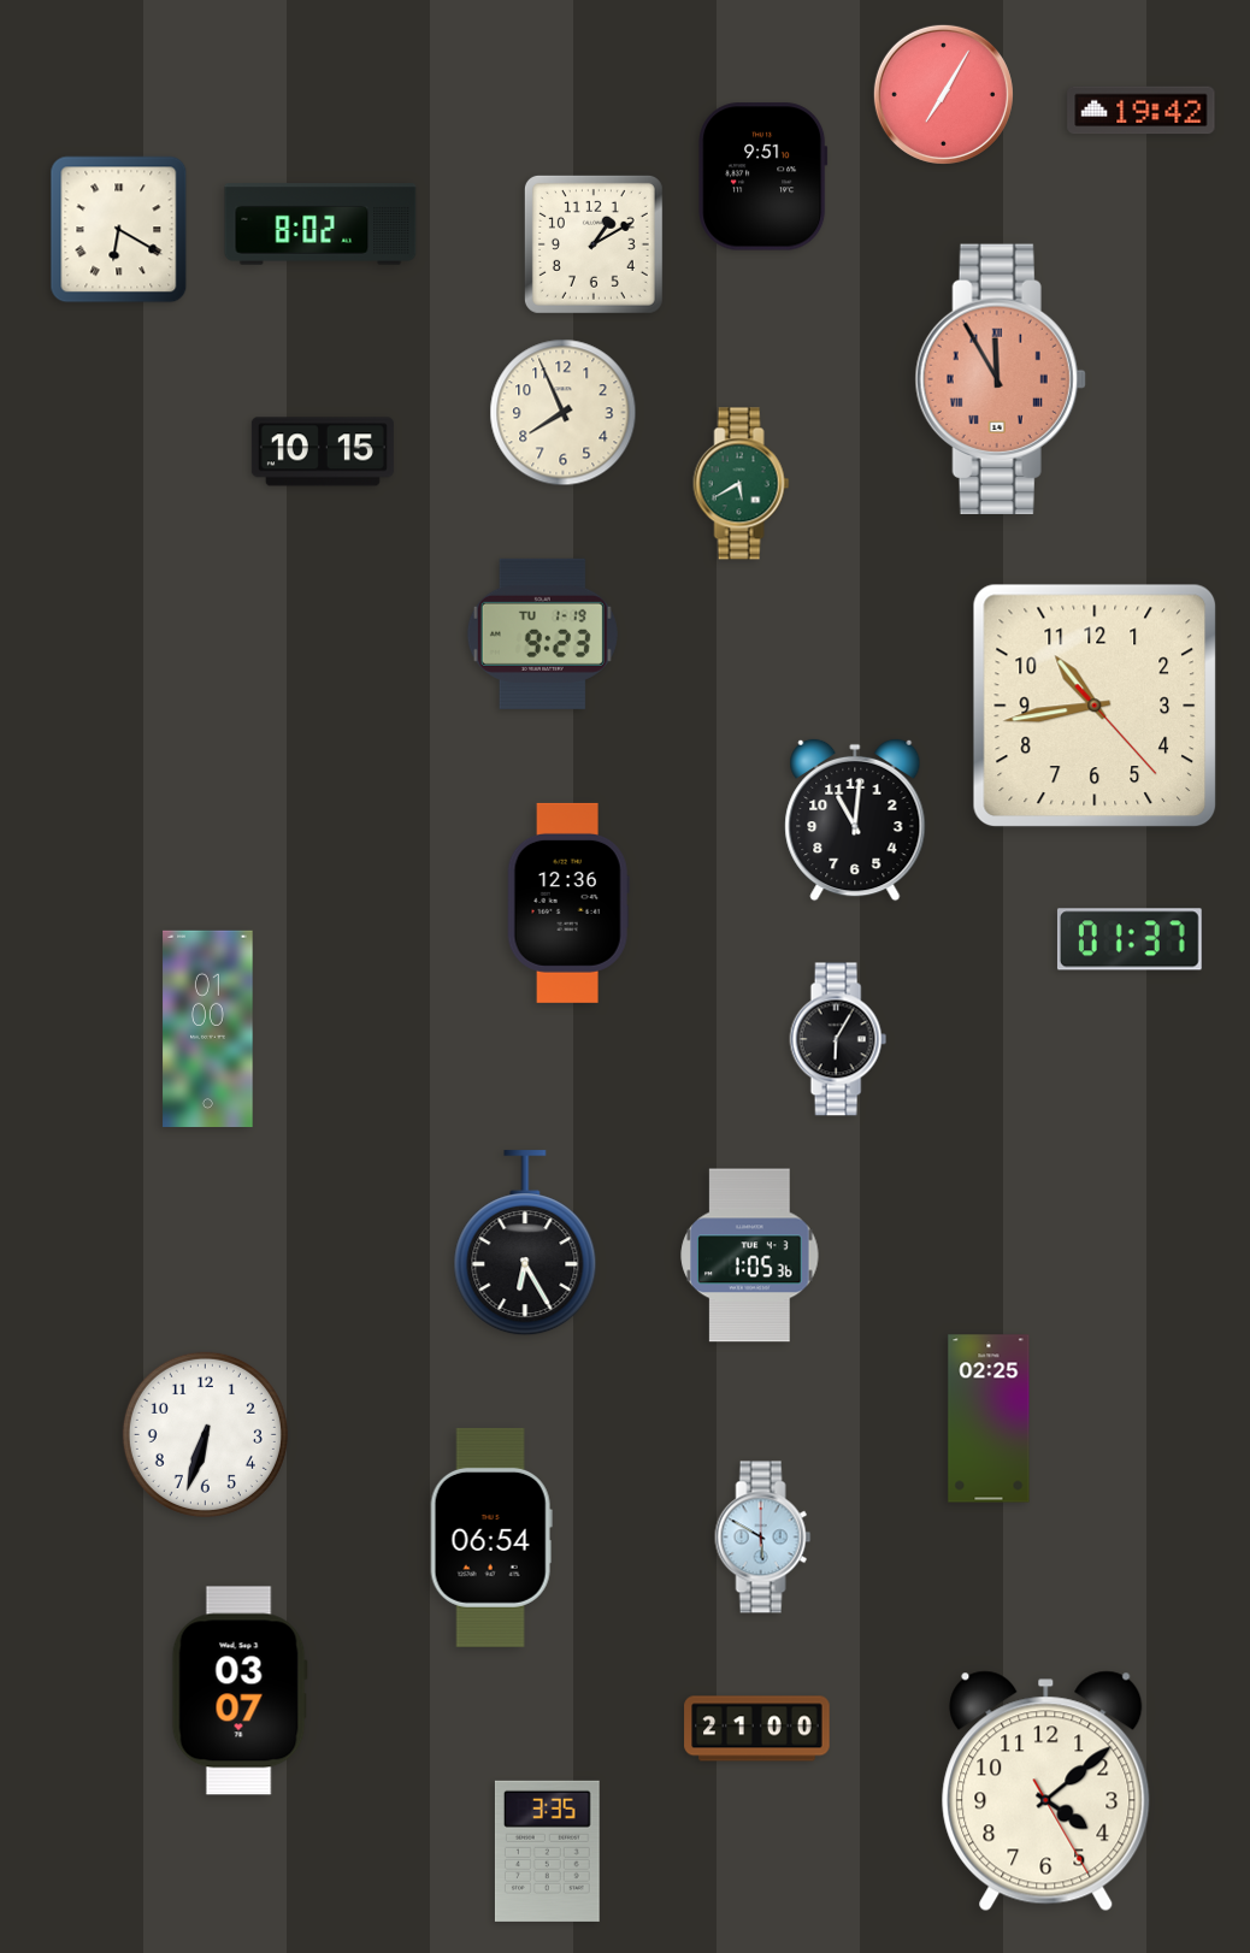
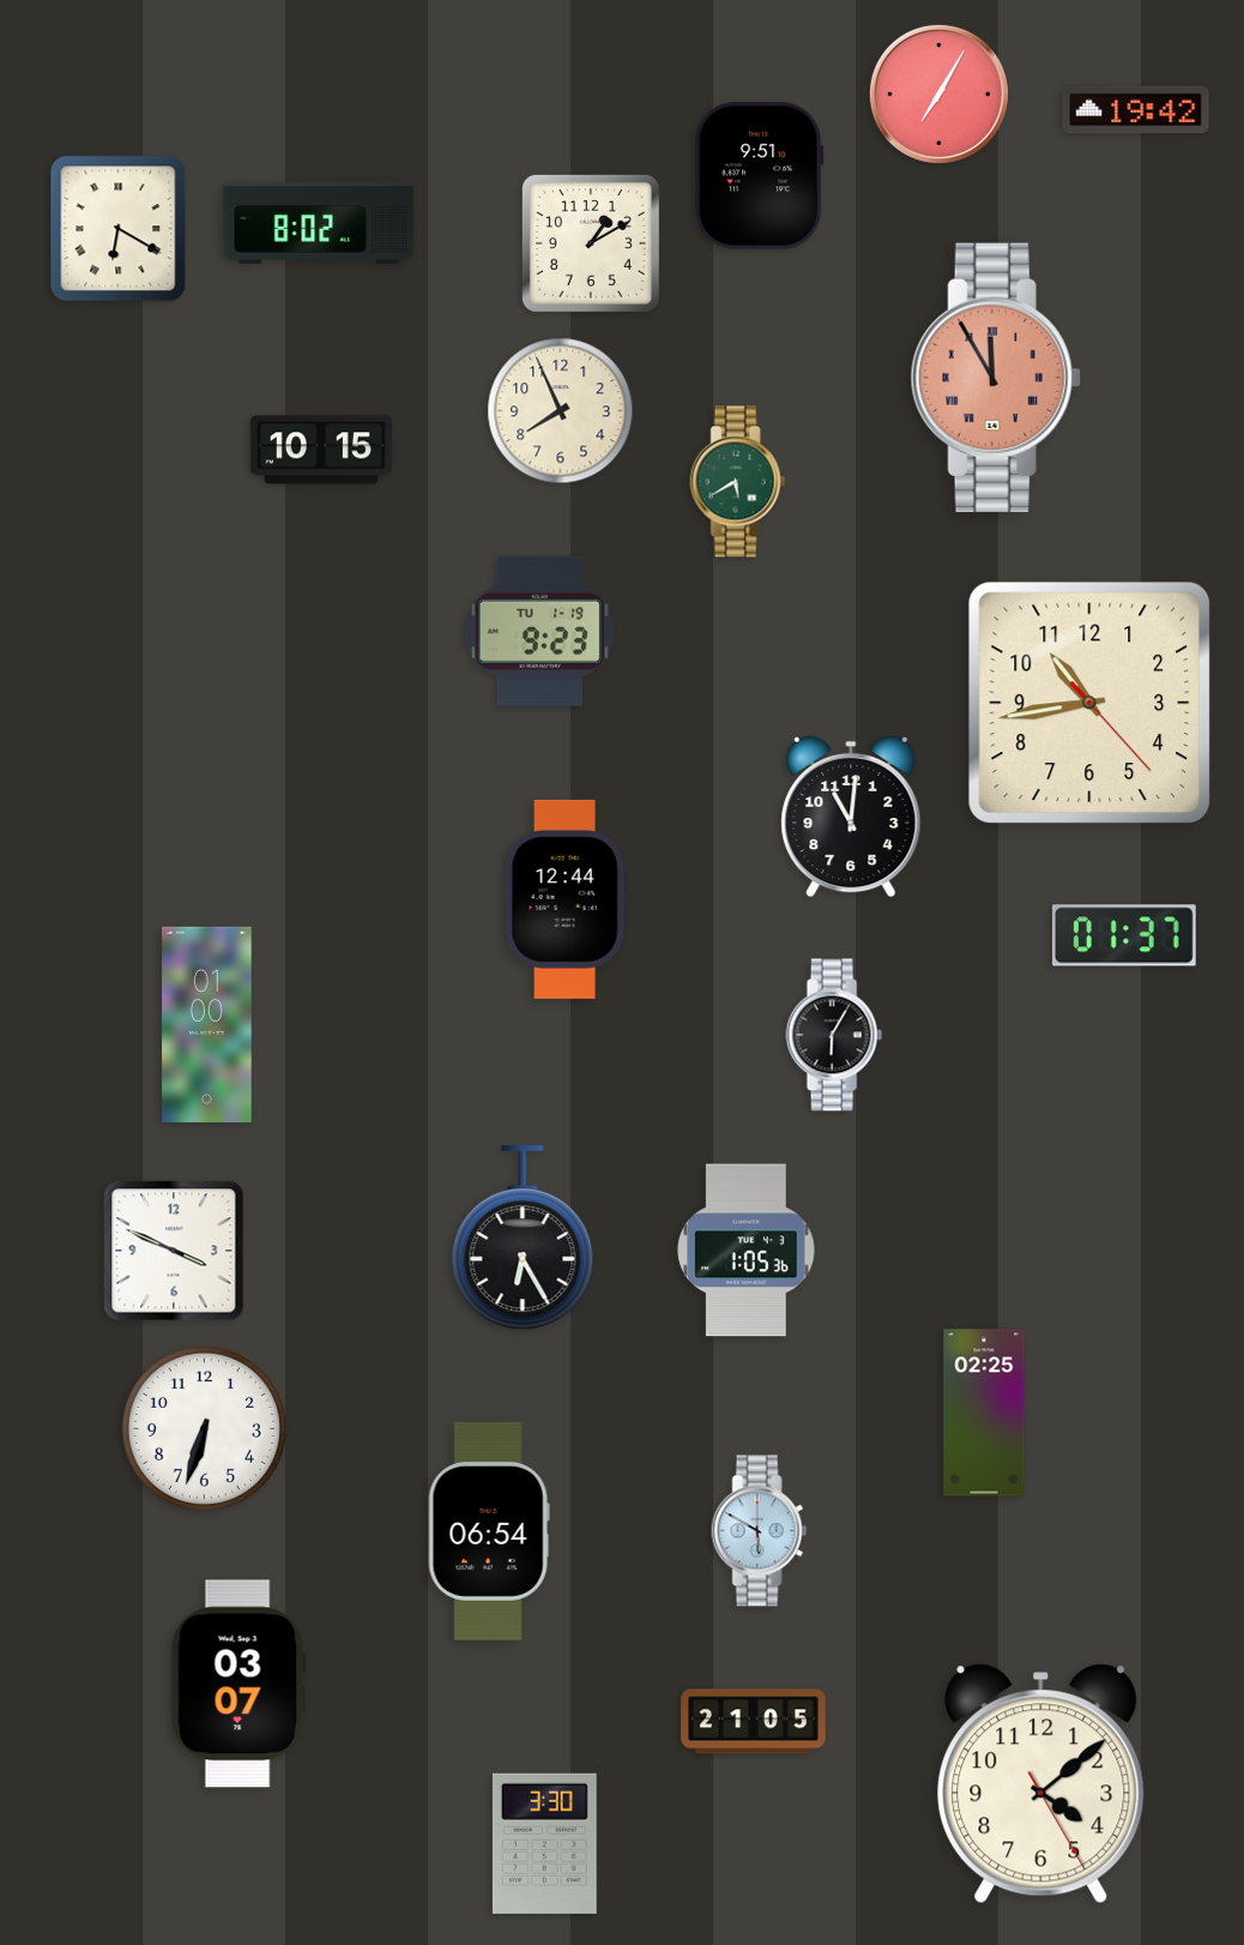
clock at (568, 903): 12:36 -> 12:44
clock at (174, 1251): none -> 3:49
clock at (757, 1729): 21:00 -> 21:05
clock at (547, 1851): 3:35 -> 3:30
